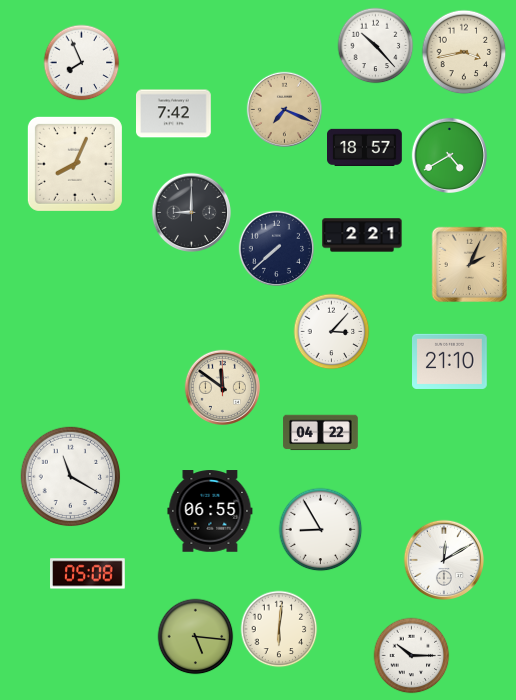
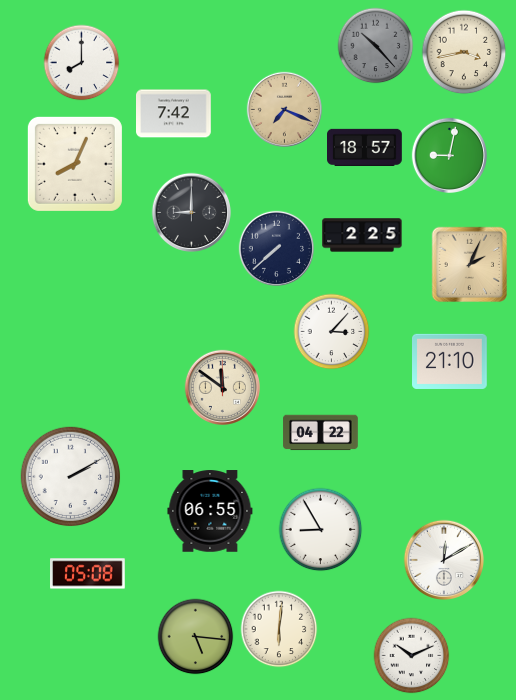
clock at (376, 46) dial: white -> grey
clock at (82, 63): 7:56 -> 8:00
clock at (449, 155): 4:40 -> 9:02
clock at (362, 235): 2:21 -> 2:25
clock at (71, 477): 11:20 -> 2:10
clock at (412, 656): 10:15 -> 10:11
